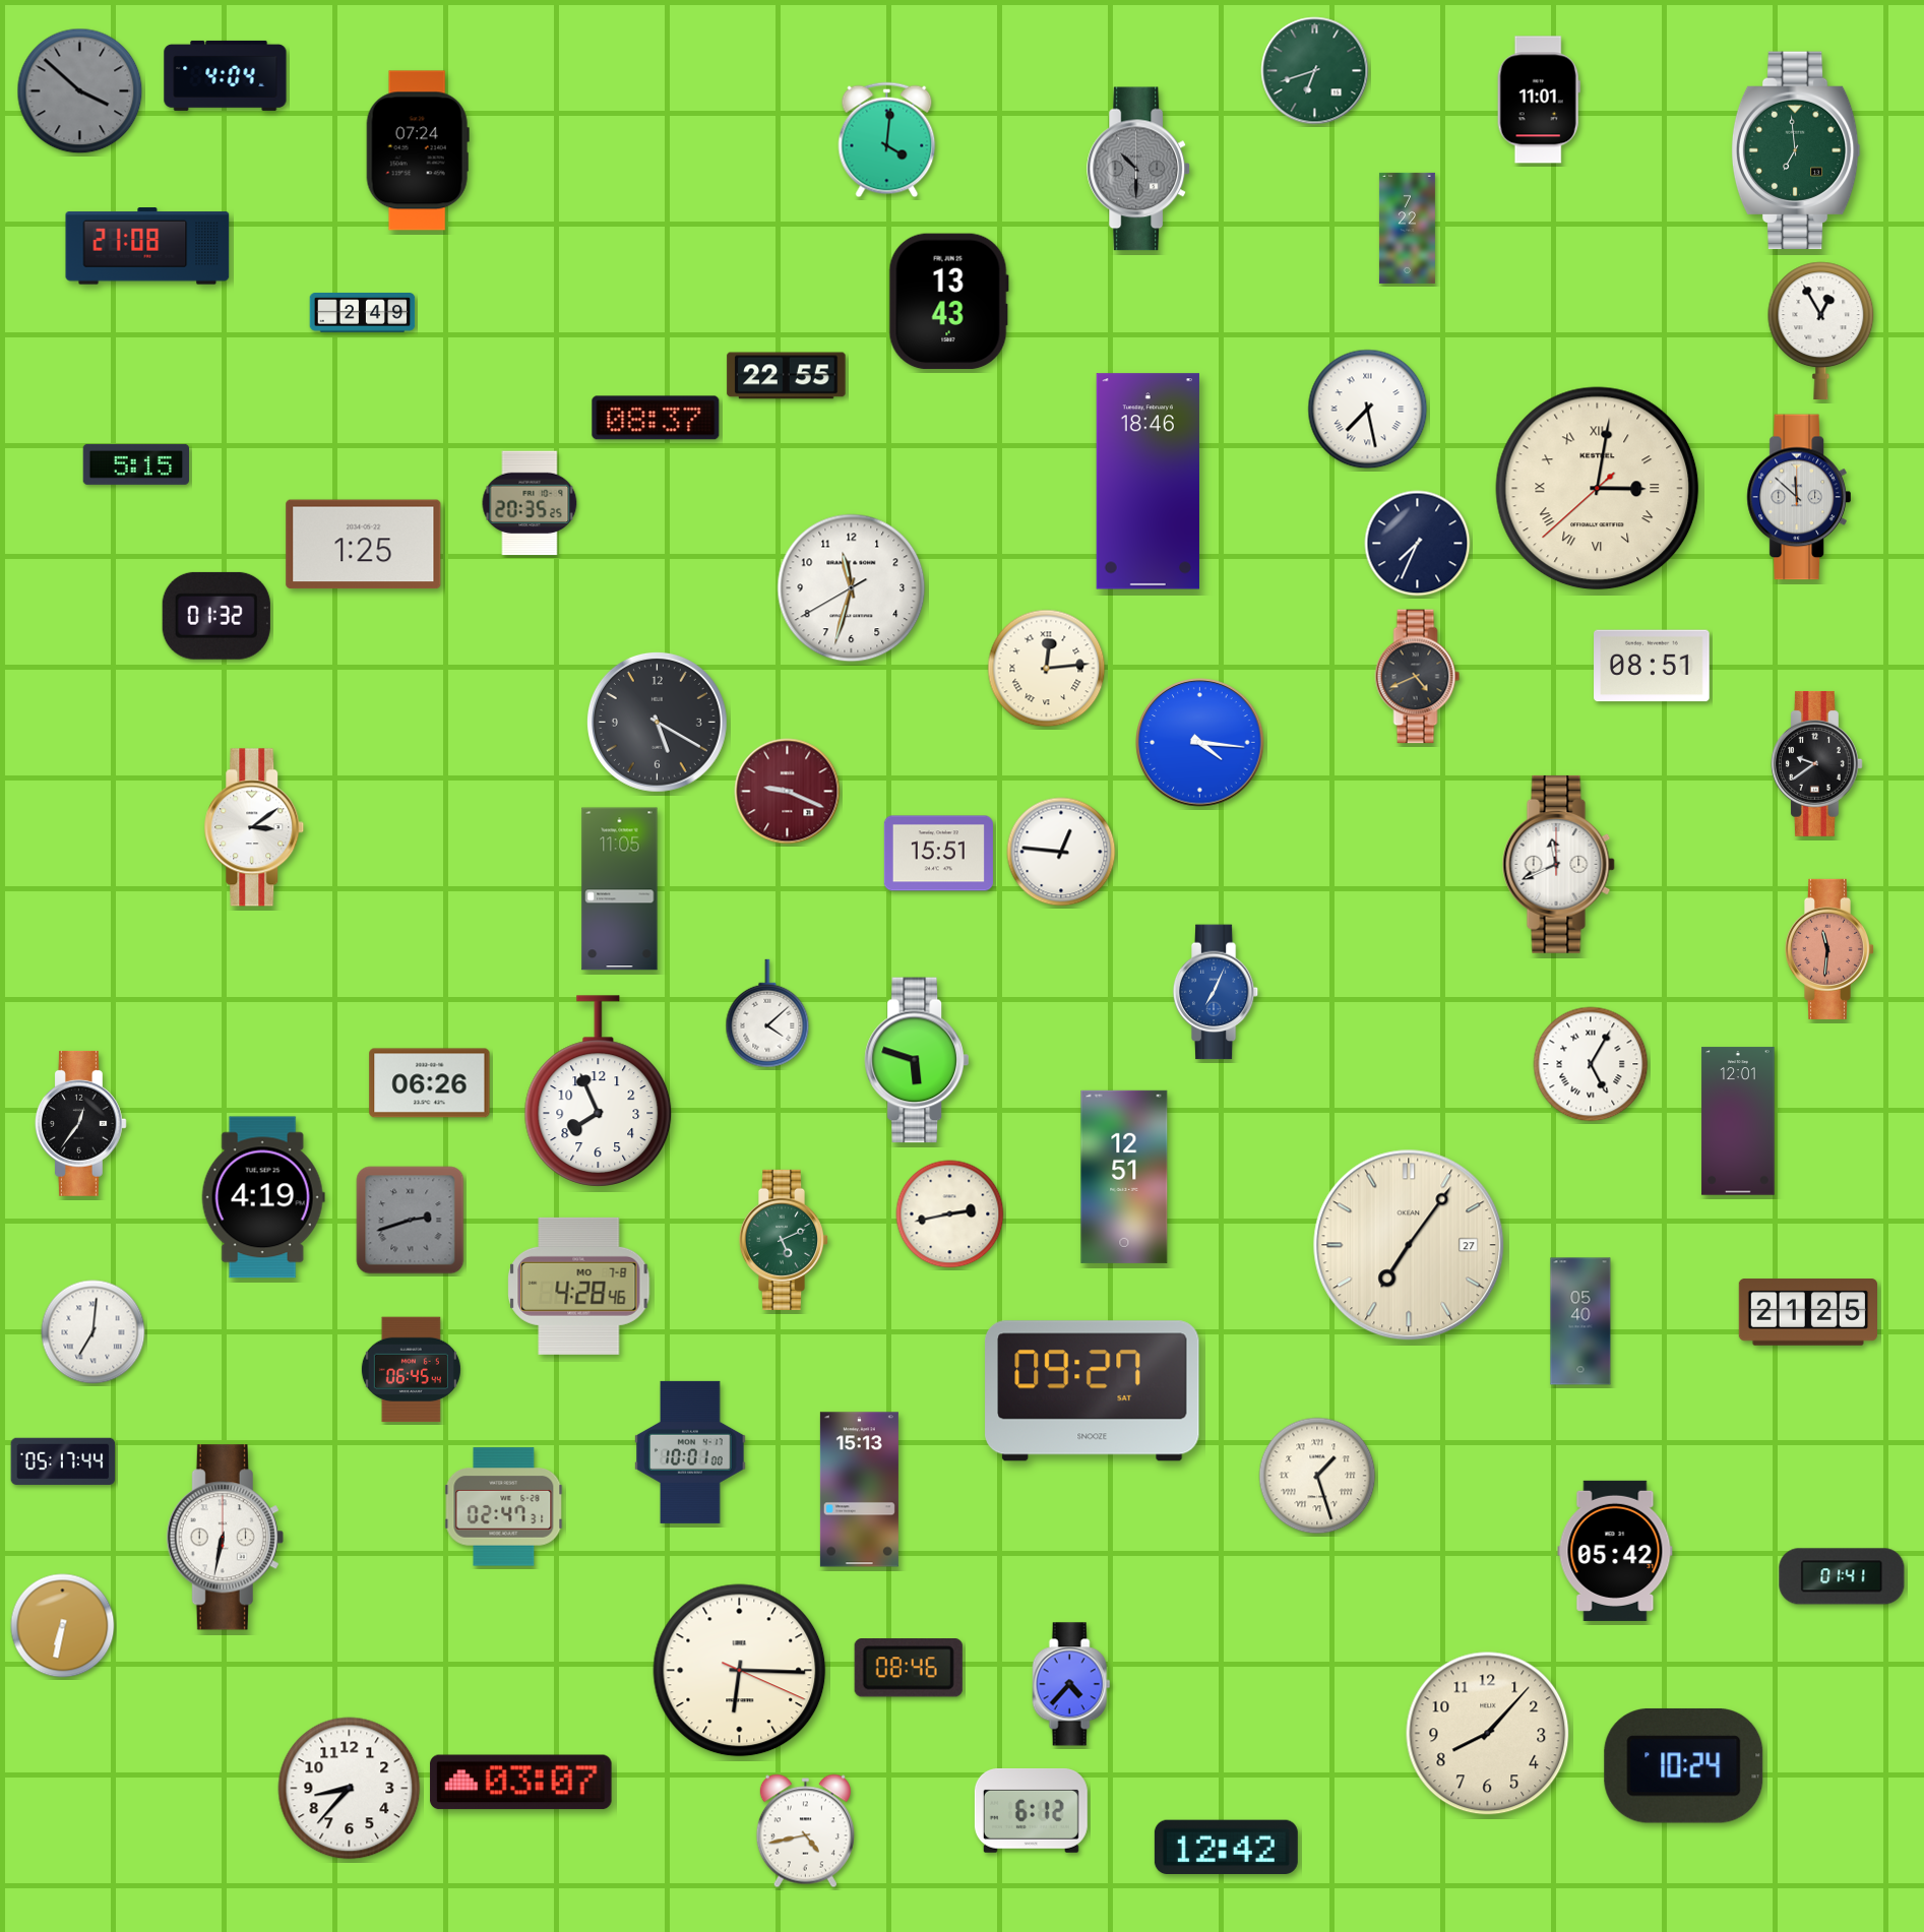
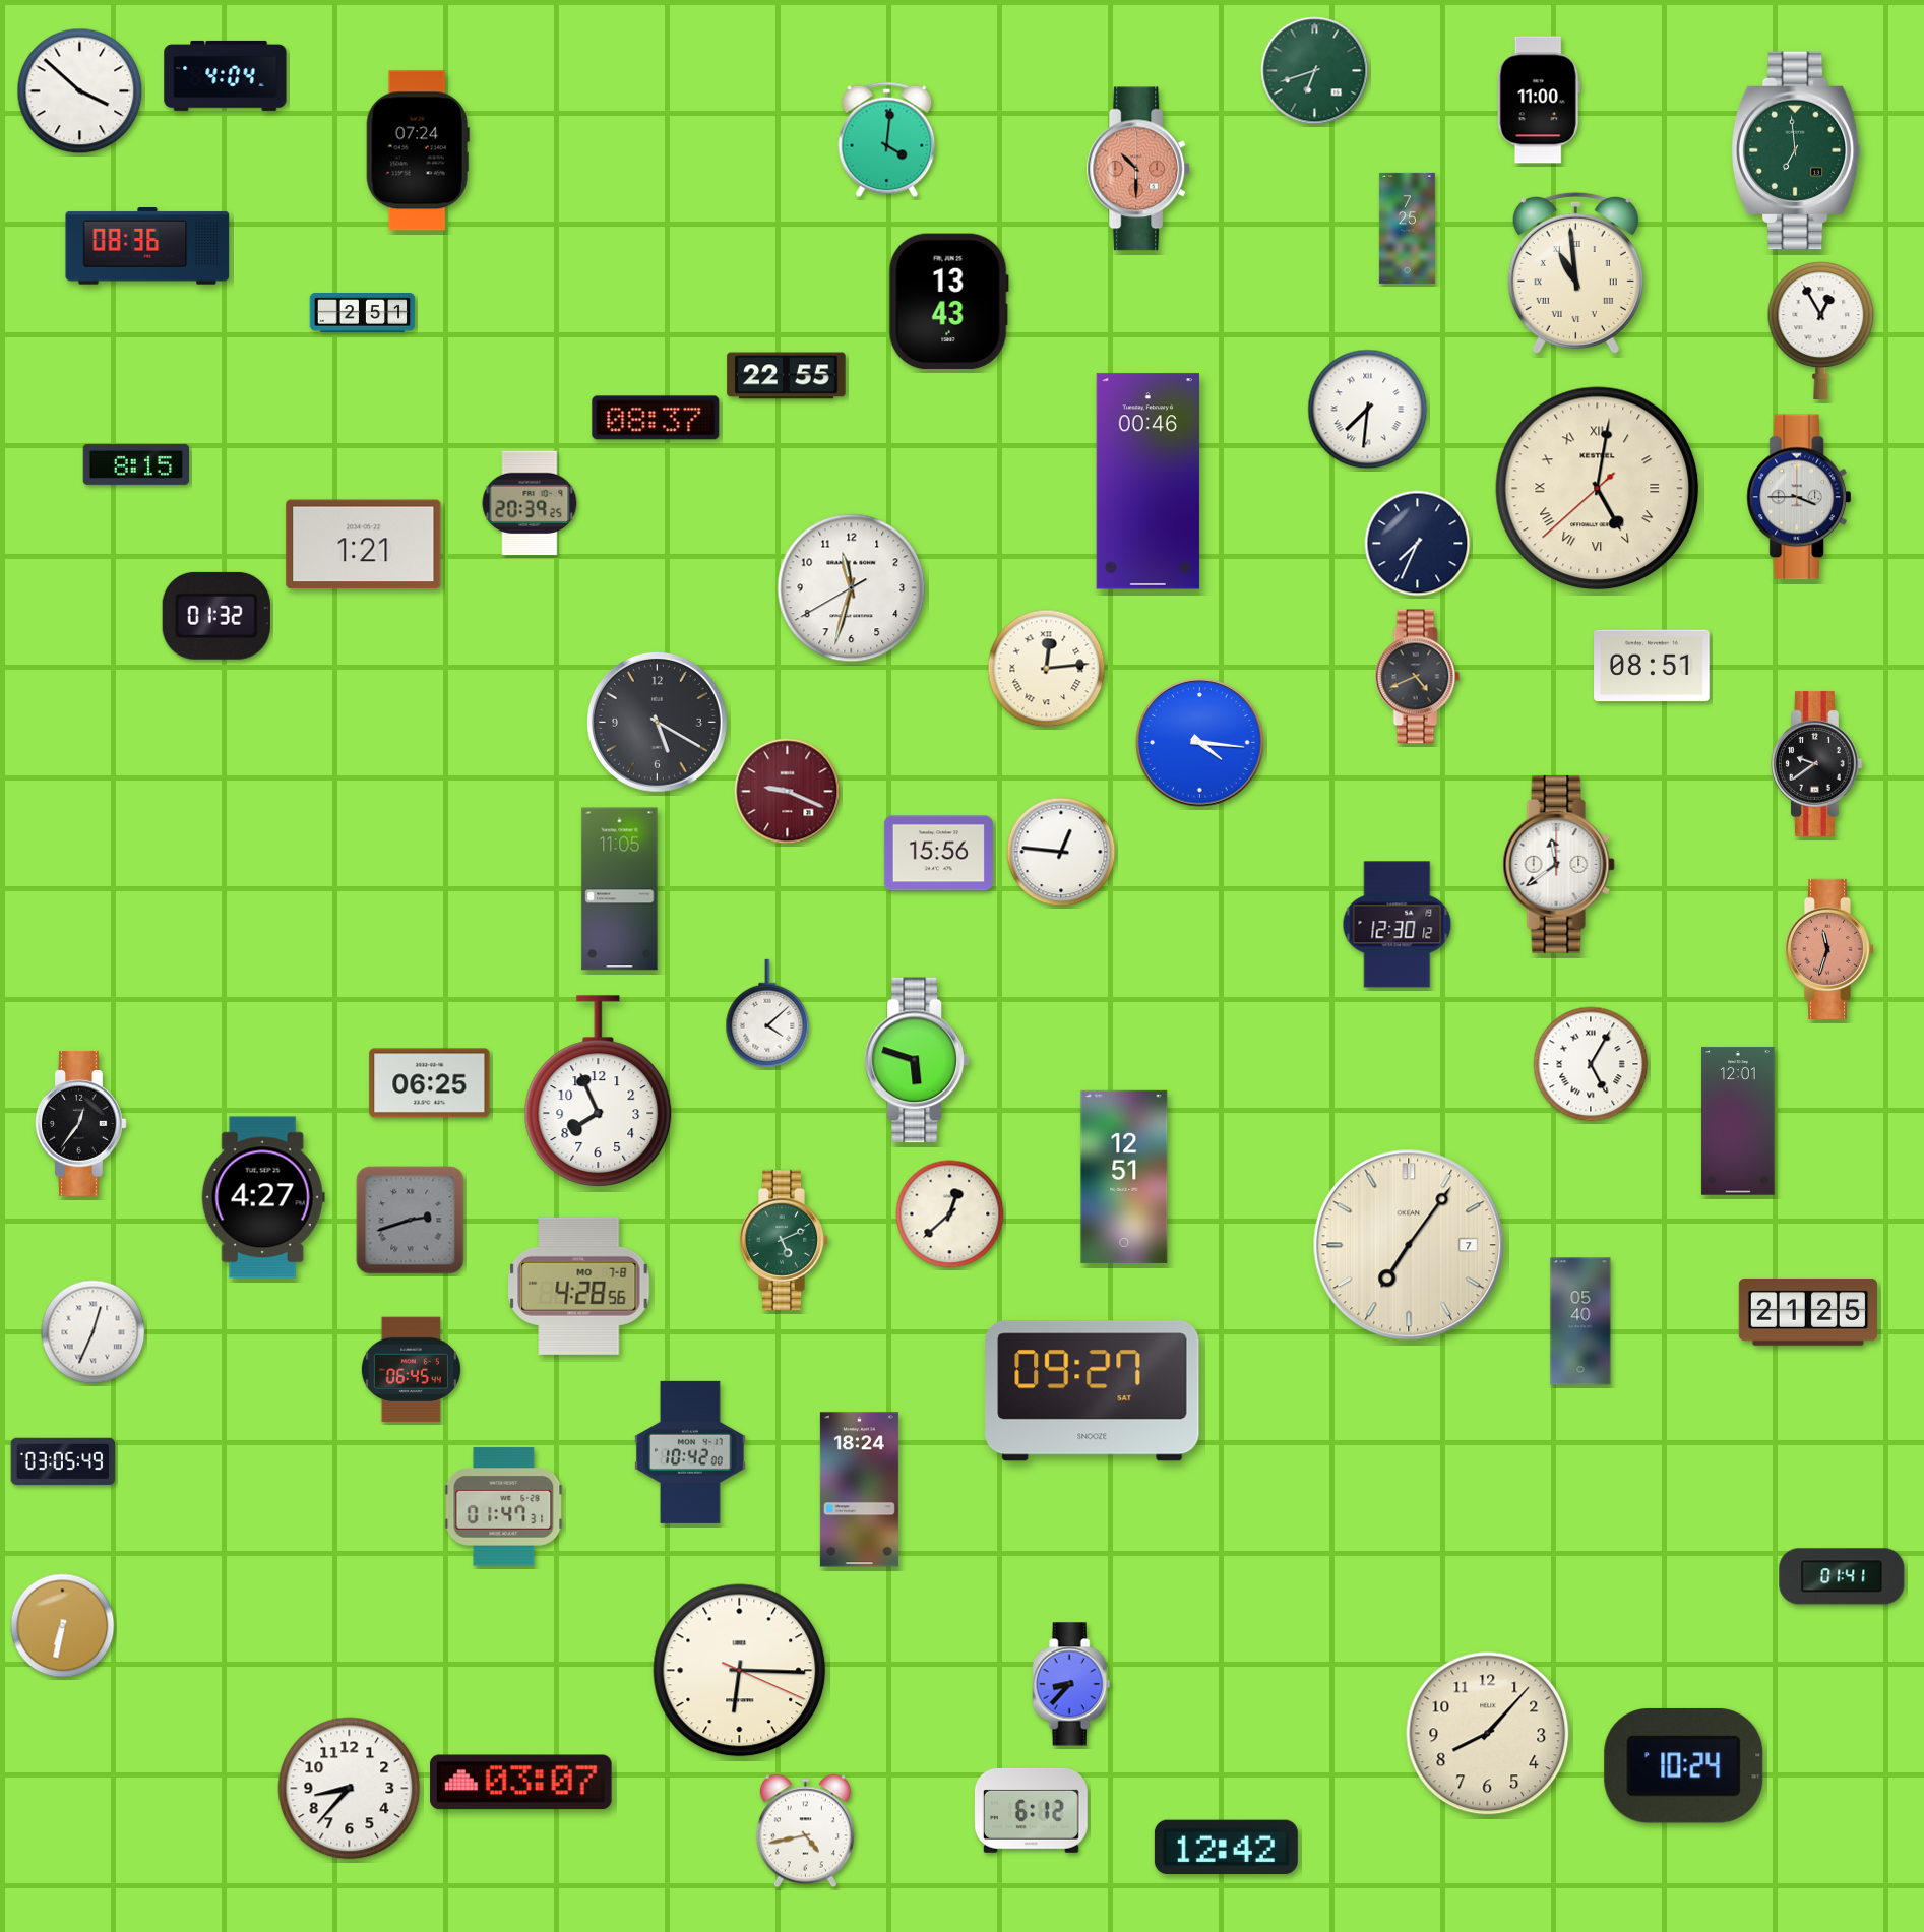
clock at (80, 91) dial: grey -> white
clock at (1539, 100): 11:01 -> 11:00
clock at (1139, 169) dial: grey -> salmon
clock at (1407, 228): 7:22 -> 7:25
clock at (147, 246): 21:08 -> 08:36
clock at (1575, 272): none -> 10:59
clock at (363, 313): 2:49 -> 2:51
clock at (1368, 410): 7:28 -> 7:31
clock at (136, 464): 5:15 -> 8:15
clock at (1147, 482): 18:46 -> 00:46
clock at (1598, 489): 3:01 -> 5:01
clock at (1799, 497): 11:52 -> 3:45
clock at (530, 503): 20:35 -> 20:39
clock at (364, 545): 1:25 -> 1:21
clock at (254, 827): 3:09 -> none
clock at (938, 854): 15:51 -> 15:56
clock at (1558, 864): 11:41 -> 11:39
clock at (1398, 925): none -> 12:30
clock at (1829, 949): 11:31 -> 11:33
clock at (1216, 992): 7:04 -> none
clock at (430, 1083): 06:26 -> 06:25
clock at (263, 1197): 4:19 -> 4:27
clock at (950, 1214): 2:43 -> 12:38
clock at (1409, 1245) date: 27 -> 7
clock at (579, 1286): 4:28:46 -> 4:28:56
clock at (94, 1332): 7:01 -> 12:34
clock at (690, 1452): 10:01 -> 10:42
clock at (63, 1461): 05:17 -> 03:05
clock at (1317, 1476): 1:27 -> none
clock at (859, 1490): 15:13 -> 18:24
clock at (504, 1507): 02:47 -> 01:47
clock at (225, 1538): 6:32 -> none
clock at (1615, 1551): 05:42 -> none
clock at (909, 1668): 08:46 -> none
clock at (1071, 1684): 4:37 -> 8:37
